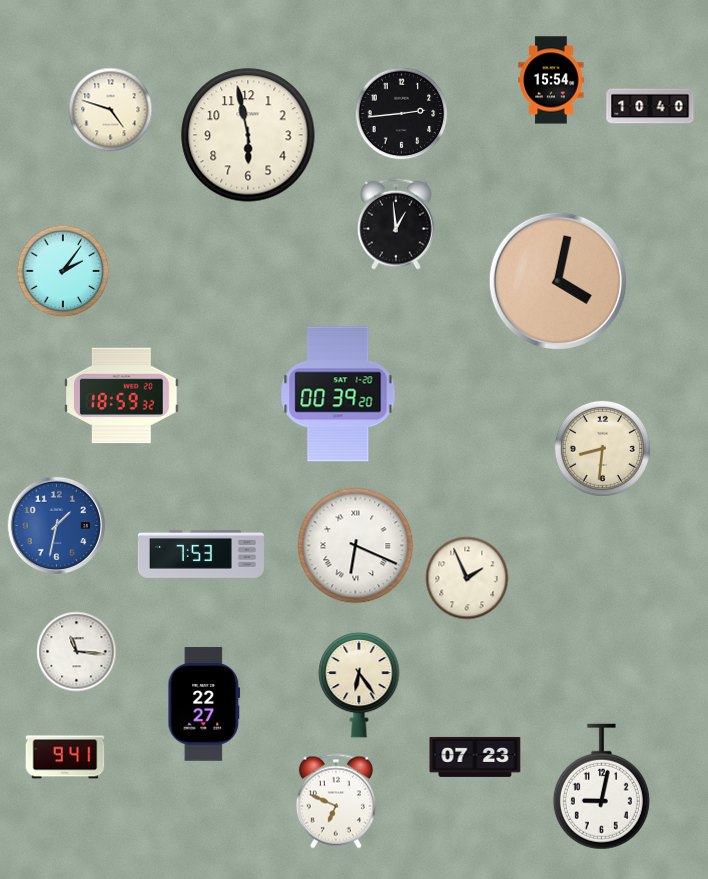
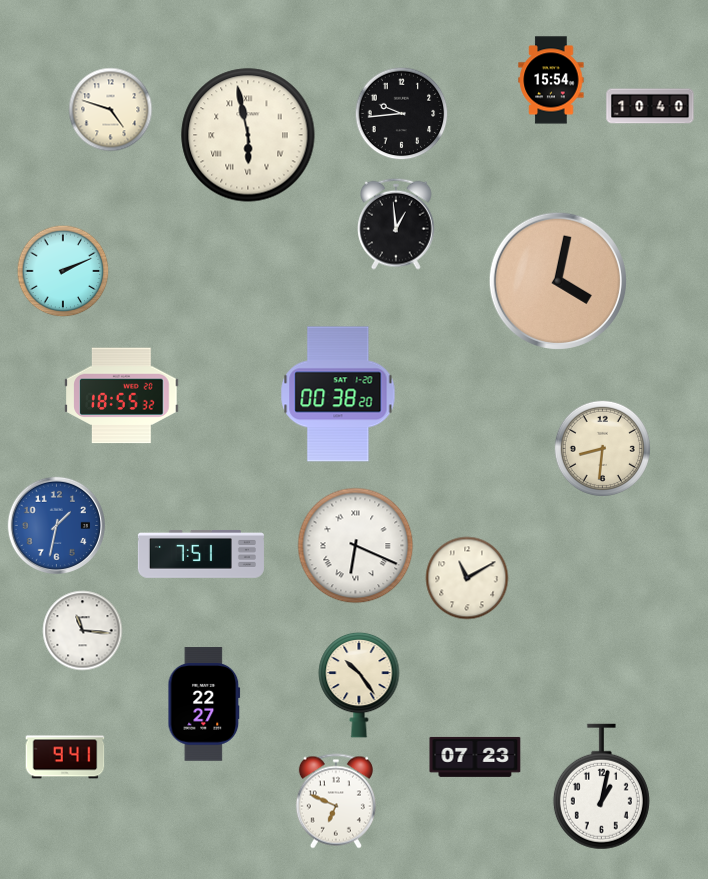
clock at (402, 114): 2:44 -> 9:44
clock at (248, 135) numerals: Arabic -> Roman
clock at (63, 271): 2:06 -> 2:11
clock at (338, 394): 00:39 -> 00:38
clock at (122, 396): 18:59 -> 18:55
clock at (201, 554): 7:53 -> 7:51
clock at (467, 578): 1:56 -> 11:10
clock at (77, 652) position: (77, 652) -> (83, 631)
clock at (359, 685): 6:24 -> 10:24
clock at (601, 787): 9:02 -> 1:02
